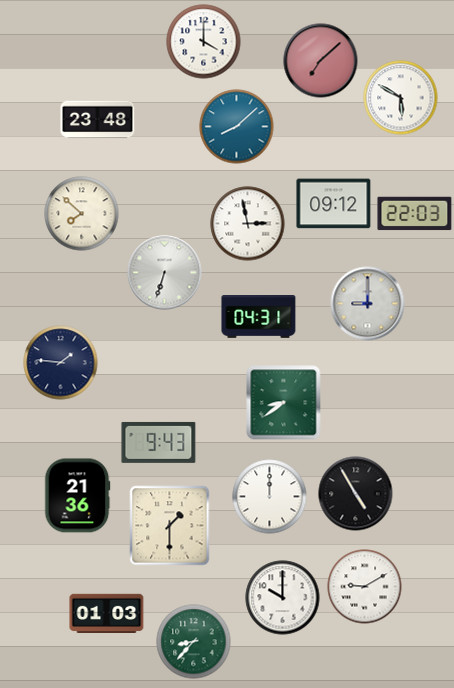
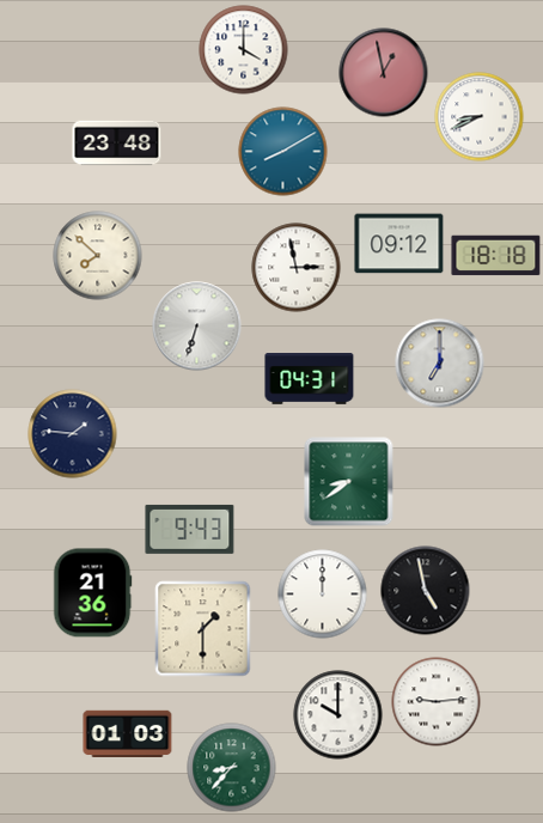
clock at (321, 61): 7:08 -> 12:58
clock at (401, 98): 5:50 -> 8:41
clock at (237, 127): 8:08 -> 8:10
clock at (415, 214): 22:03 -> 18:18
clock at (368, 304): 9:00 -> 7:00
clock at (284, 403) position: (284, 403) -> (349, 482)
clock at (356, 494): 4:55 -> 4:58
clock at (365, 587): 9:10 -> 9:14
